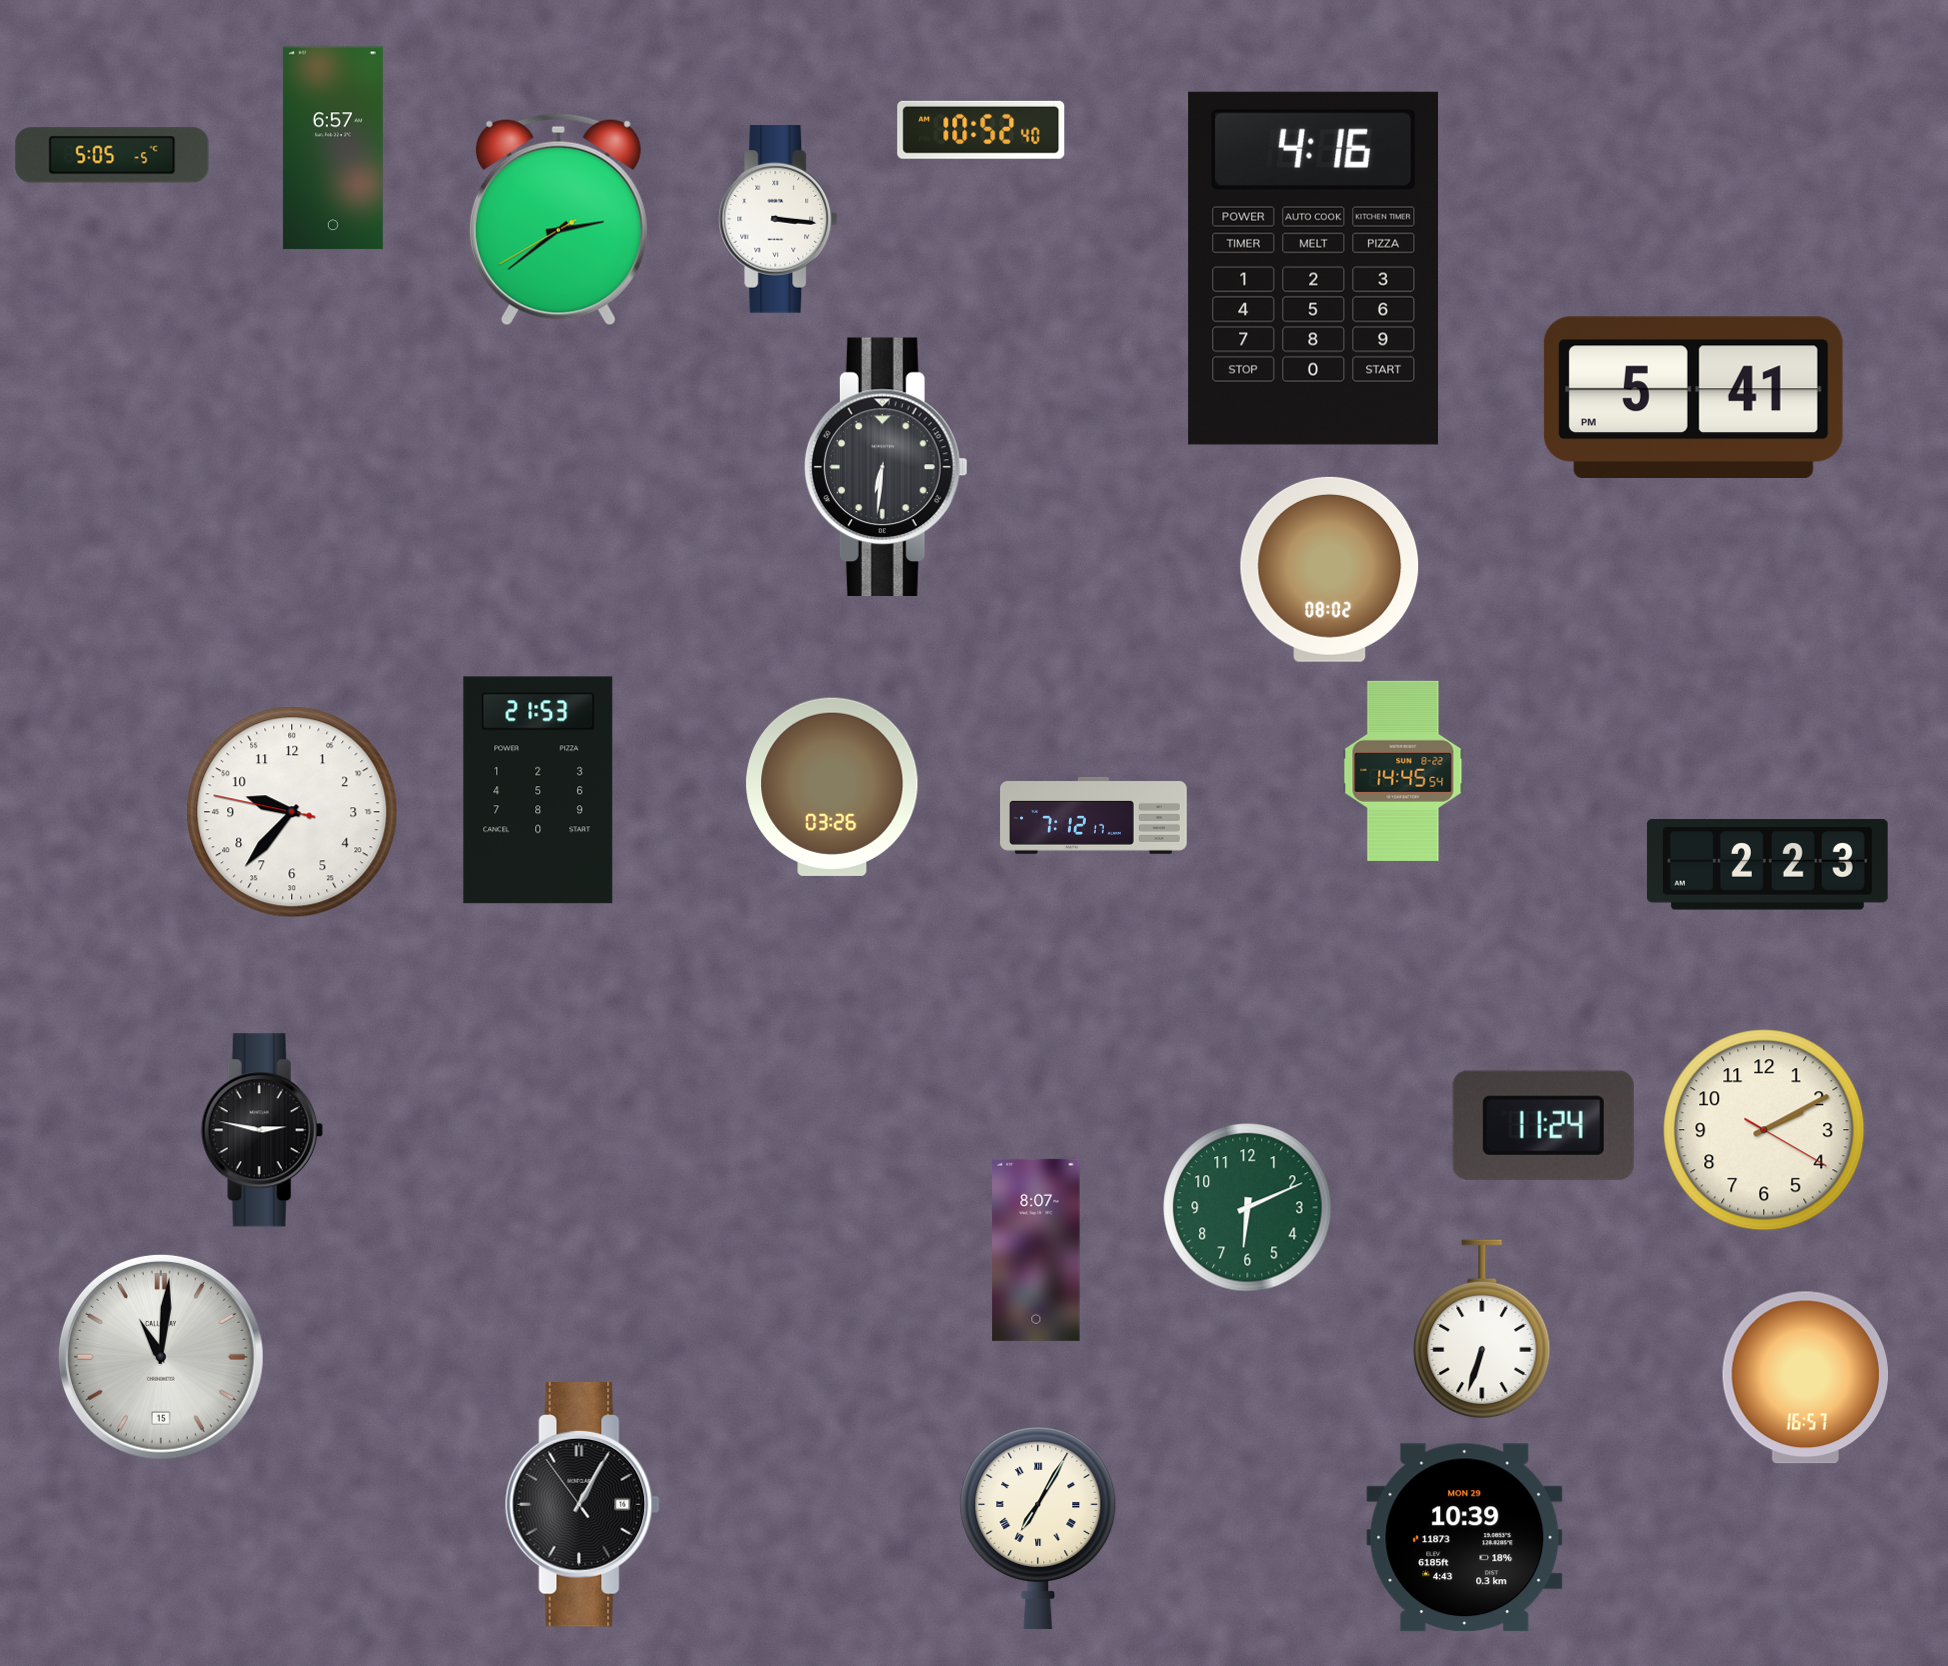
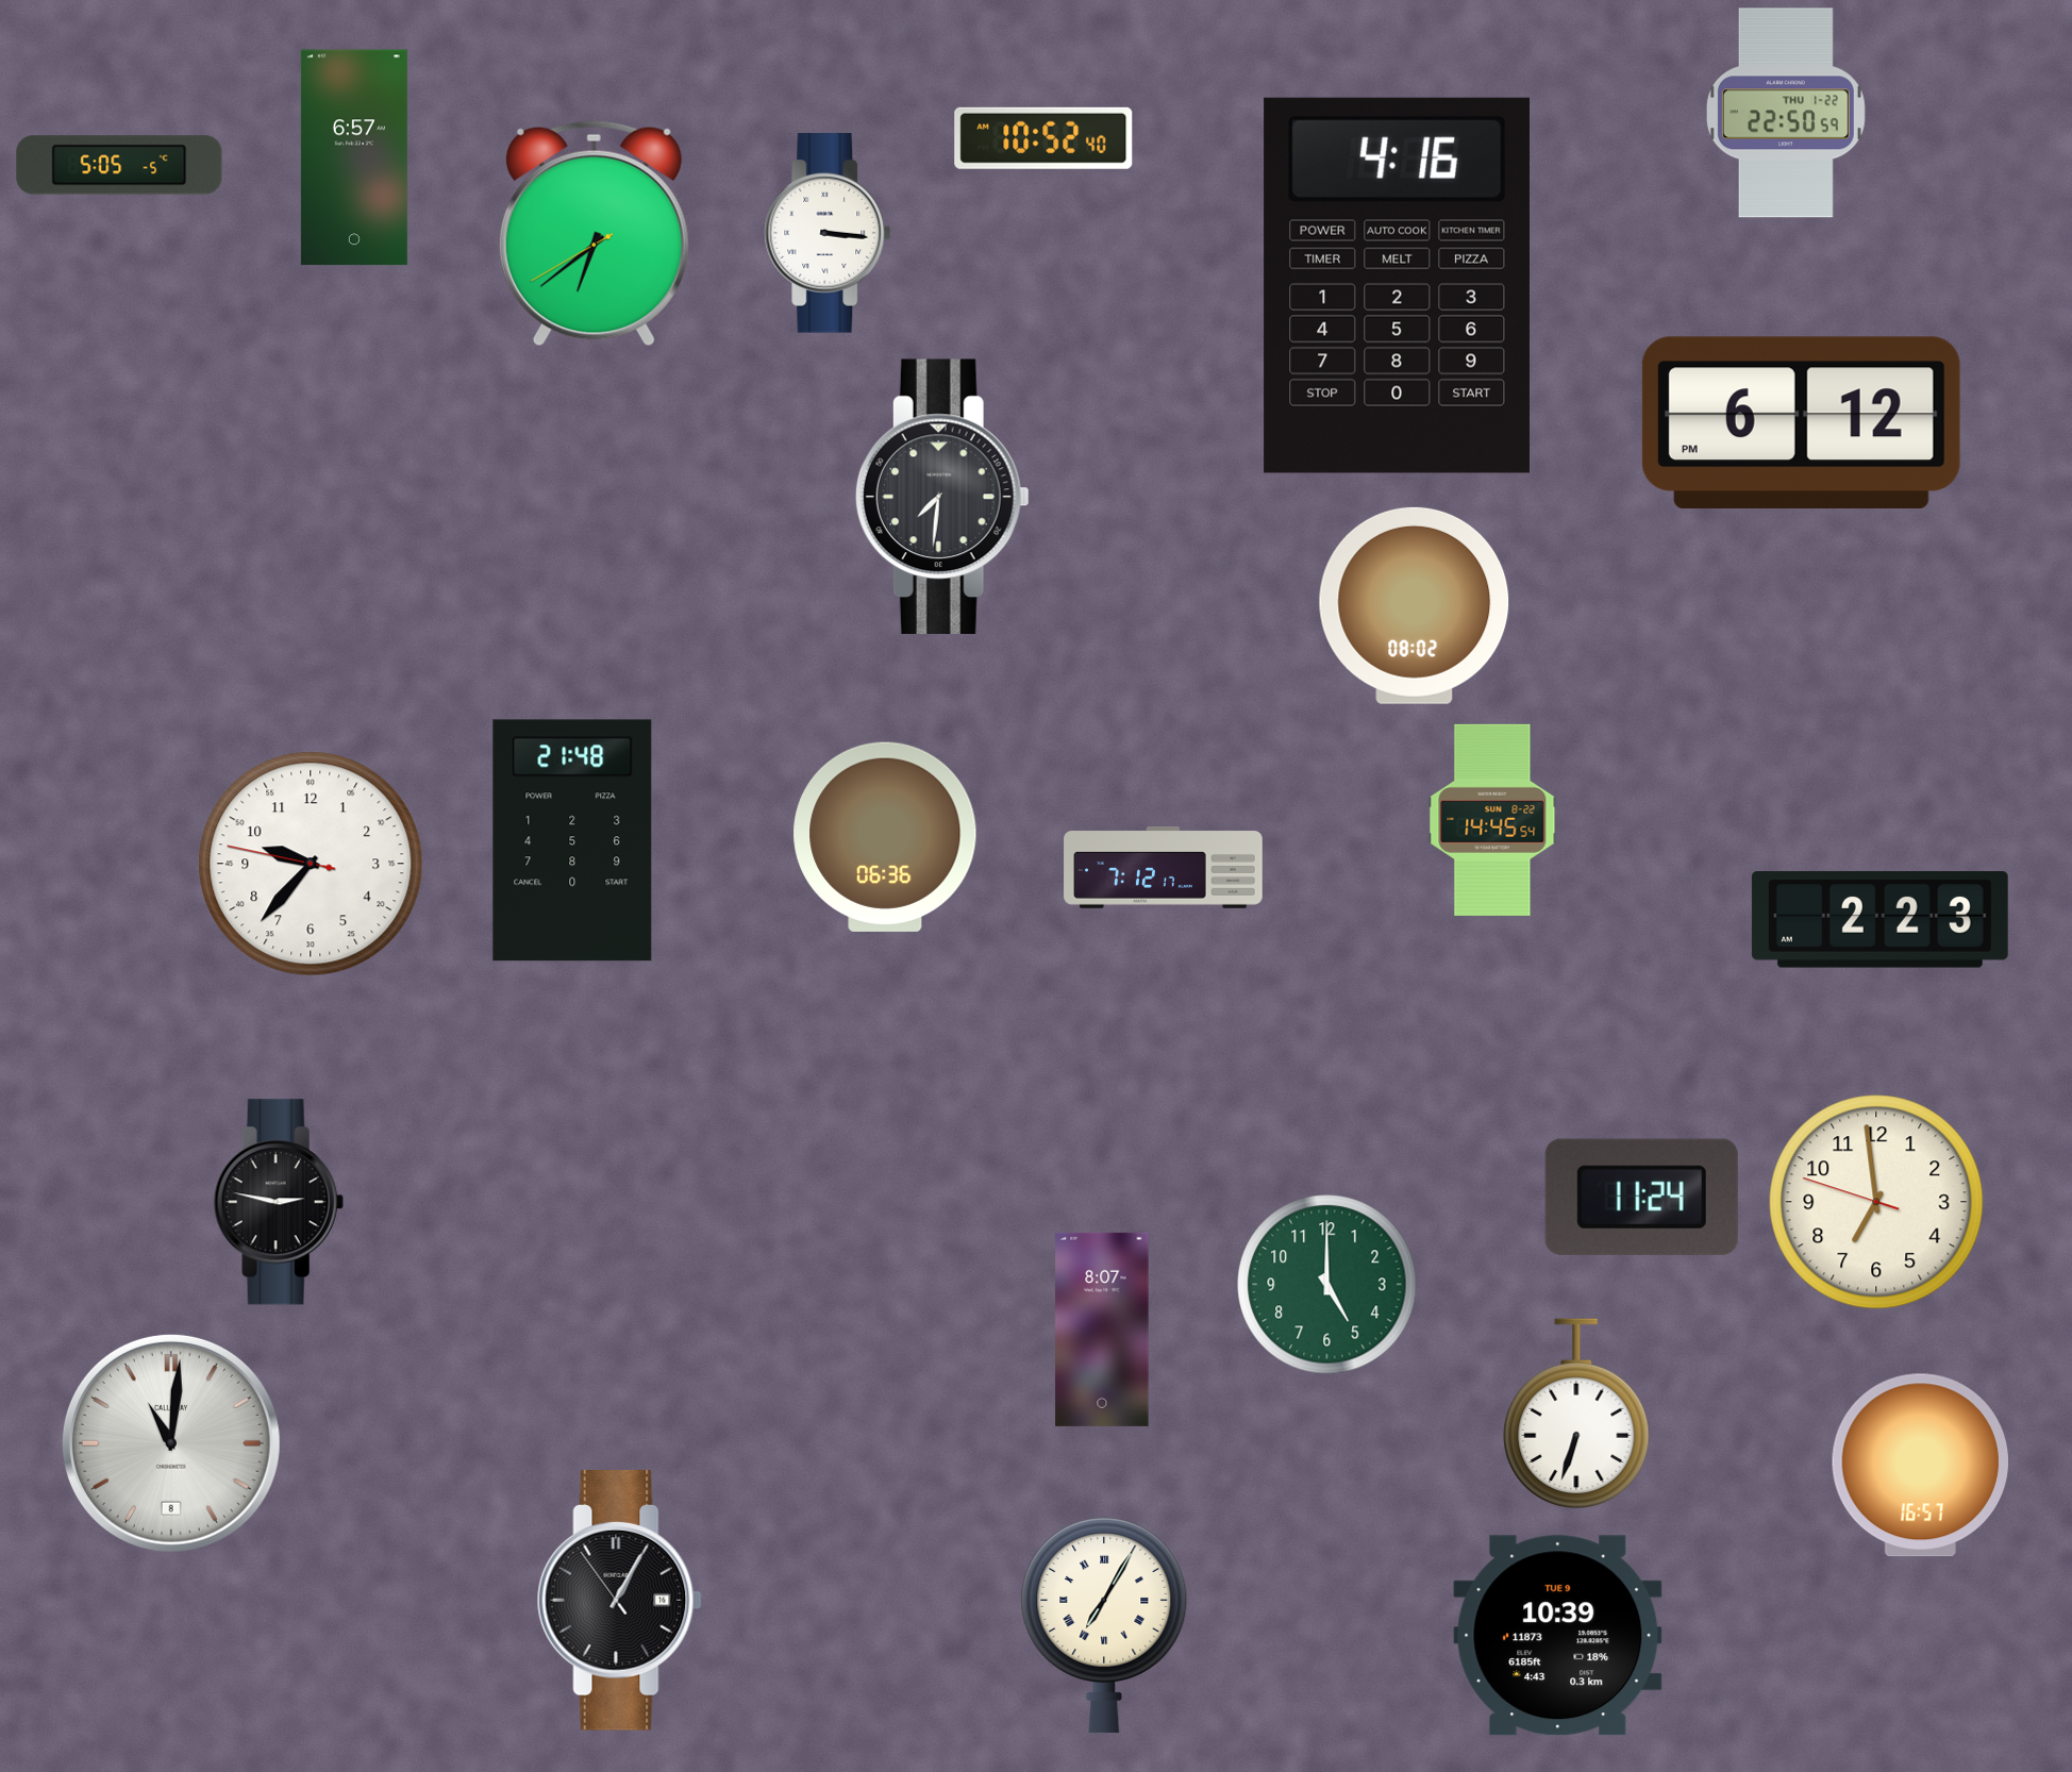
clock at (1786, 113): none -> 22:50
clock at (558, 220): 2:38 -> 6:38
clock at (1693, 397): 5:41 -> 6:12
clock at (886, 466): 6:31 -> 7:31
clock at (832, 787): 03:26 -> 06:36
clock at (538, 790): 21:53 -> 21:48
clock at (1764, 1130): 2:10 -> 6:58
clock at (1248, 1208): 6:11 -> 5:00
clock at (161, 1357) date: 15 -> 8
clock at (1465, 1538) date: MON 29 -> TUE 9
